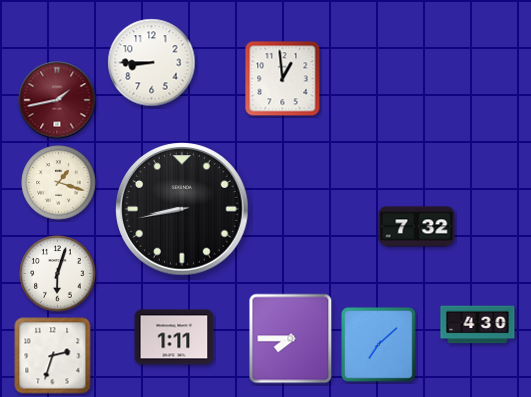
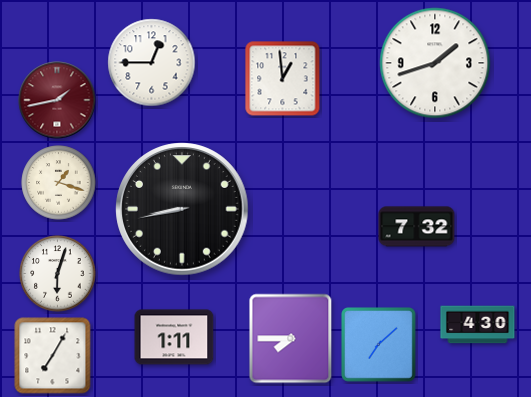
clock at (152, 63): 8:45 -> 12:45
clock at (435, 63): none -> 1:42
clock at (53, 356): 2:33 -> 7:05
